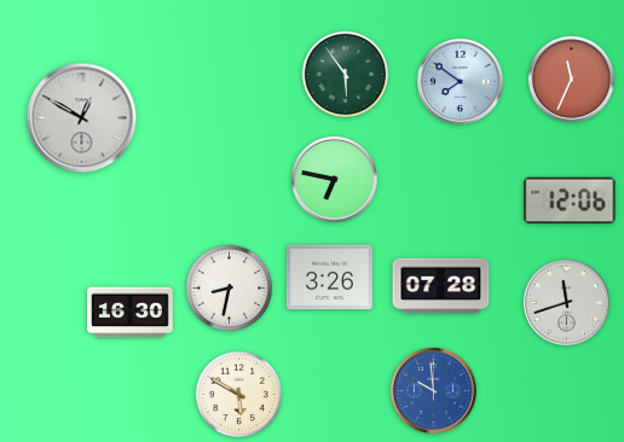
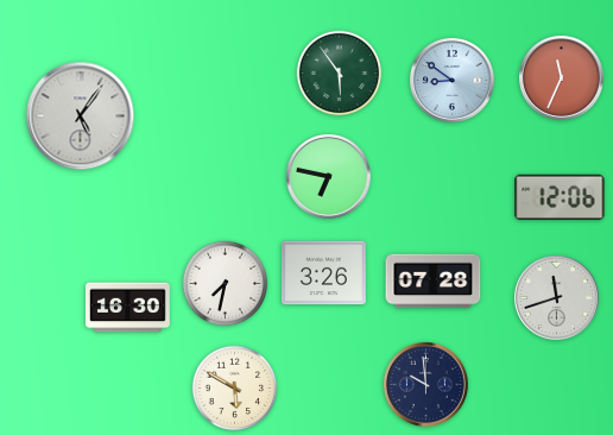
clock at (460, 81): 7:51 -> 8:51
clock at (82, 118): 12:50 -> 5:06
clock at (230, 289): 8:32 -> 7:32
clock at (433, 390) dial: blue -> navy
